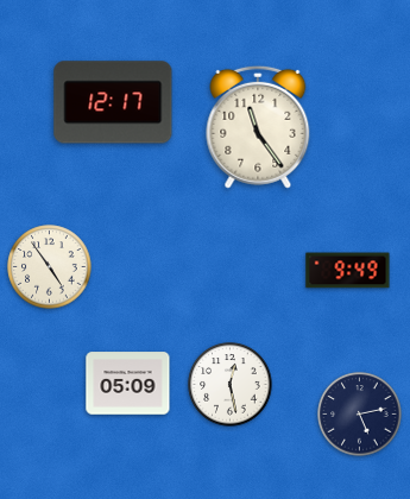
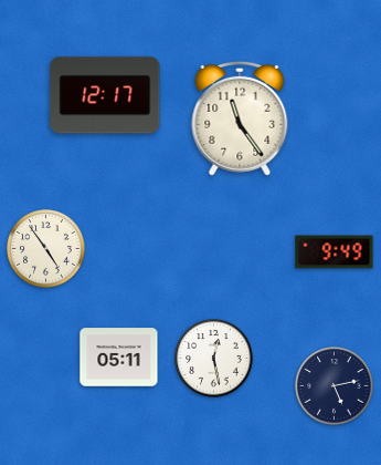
clock at (348, 271) position: (348, 271) -> (335, 252)
clock at (128, 384): 05:09 -> 05:11
